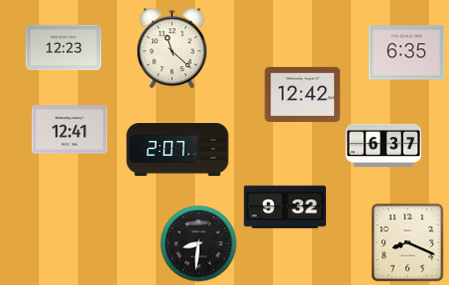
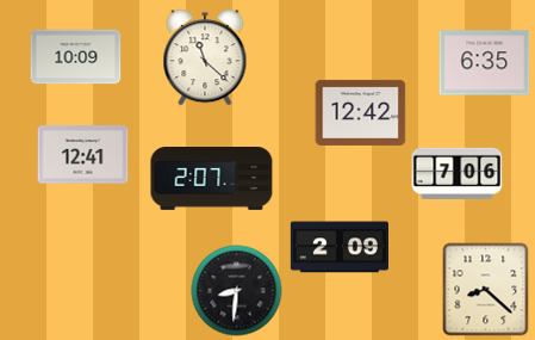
clock at (64, 48): 12:23 -> 10:09
clock at (384, 145): 6:37 -> 7:06
clock at (285, 207): 9:32 -> 2:09
clock at (408, 243): 8:19 -> 8:22
